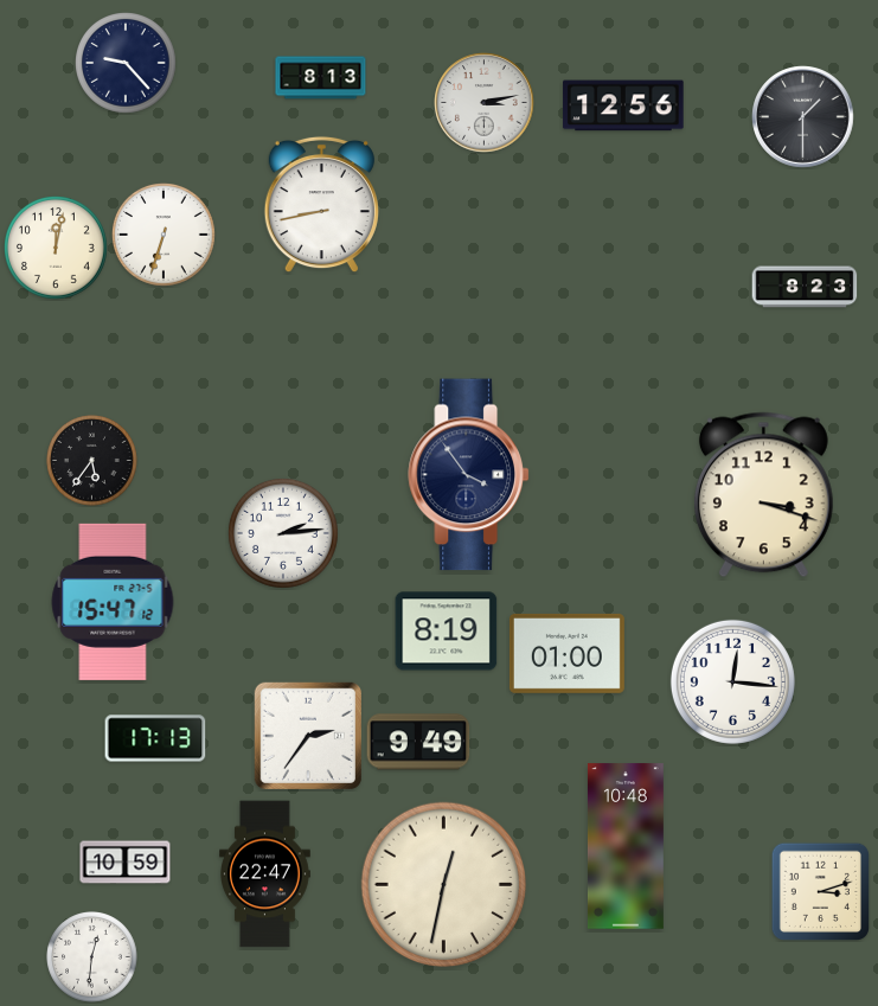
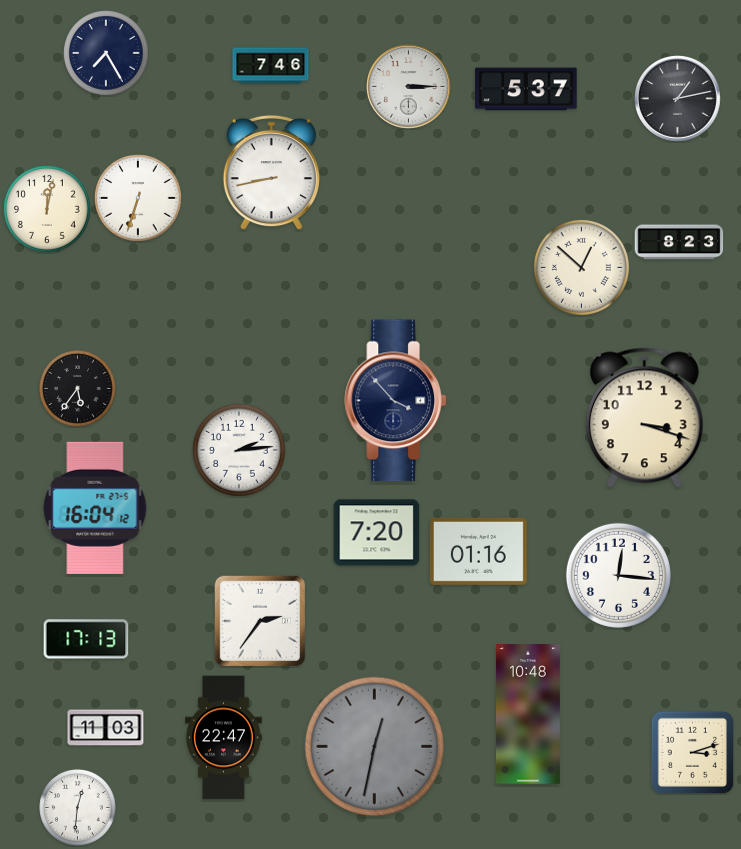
clock at (127, 64): 9:23 -> 7:25
clock at (321, 78): 8:13 -> 7:46
clock at (485, 103): 3:13 -> 3:15
clock at (623, 105): 12:56 -> 5:37
clock at (803, 117): 1:30 -> 1:13
clock at (581, 267): none -> 12:52
clock at (469, 475): 3:54 -> 3:53
clock at (113, 602): 15:47 -> 16:04
clock at (447, 632): 8:19 -> 7:20
clock at (566, 653): 01:00 -> 01:16
clock at (155, 738) position: (155, 738) -> (86, 639)
clock at (418, 742): 9:49 -> none
clock at (126, 863): 10:59 -> 11:03
clock at (444, 885) dial: cream -> grey
